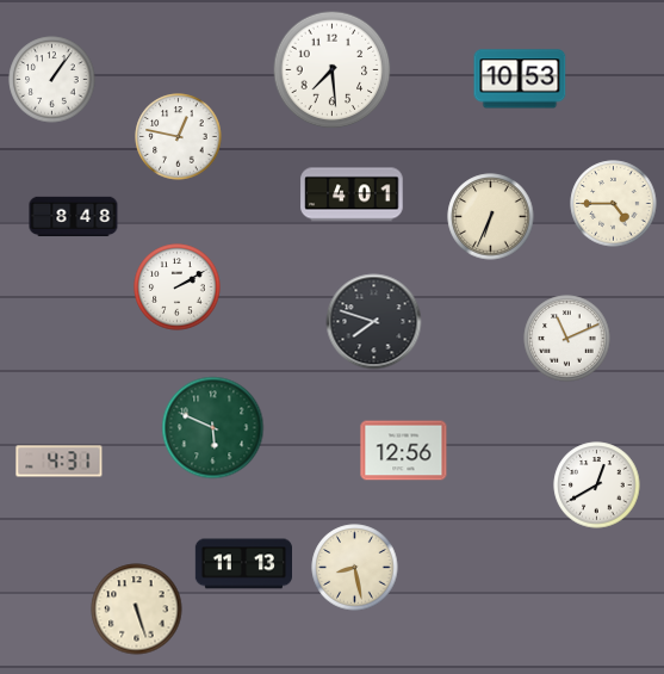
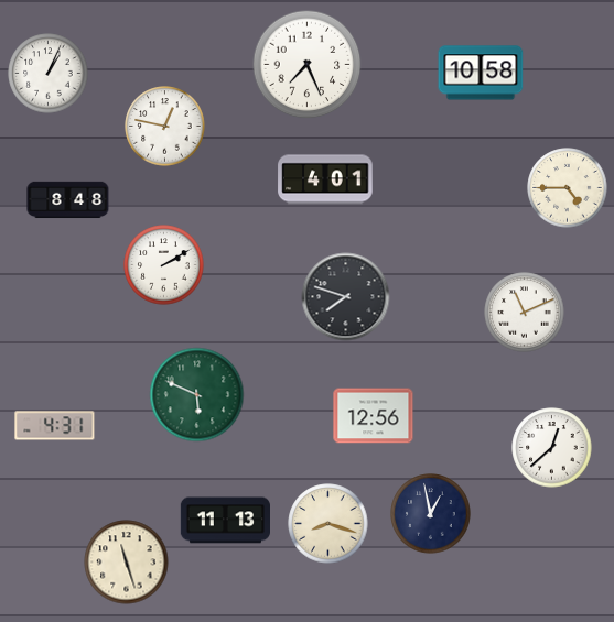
clock at (333, 70): 7:29 -> 7:26
clock at (520, 79): 10:53 -> 10:58
clock at (52, 80): 1:06 -> 1:04
clock at (491, 217): 6:34 -> none
clock at (597, 486): 12:40 -> 12:38
clock at (431, 514): none -> 12:58
clock at (355, 568): 8:28 -> 8:18
clock at (137, 610): 5:27 -> 11:27
